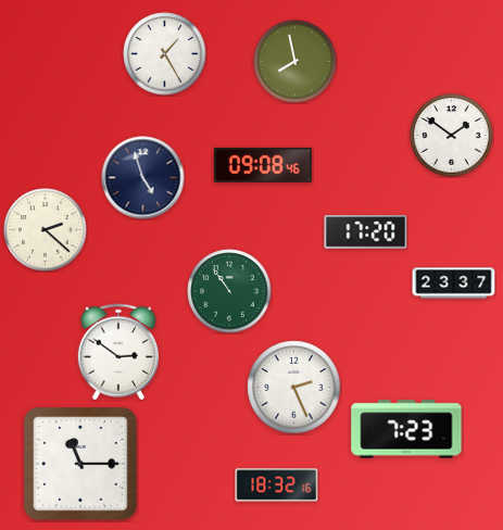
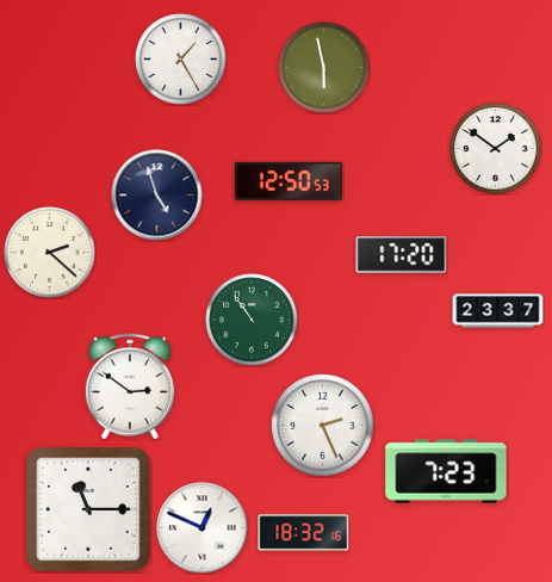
clock at (295, 62): 7:58 -> 5:58
clock at (263, 165): 09:08 -> 12:50
clock at (203, 528): none -> 12:49
